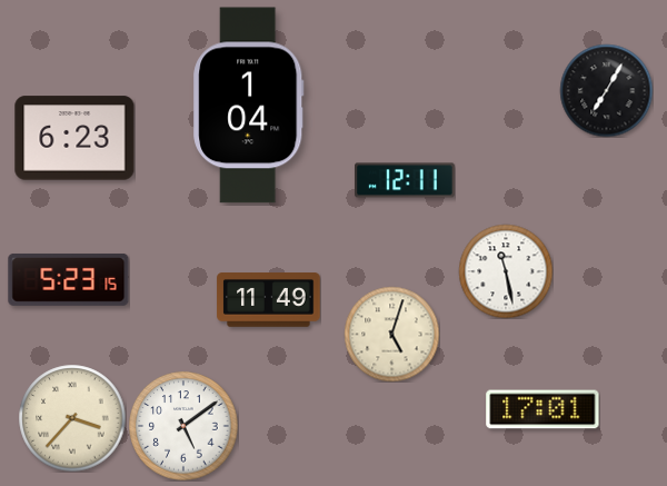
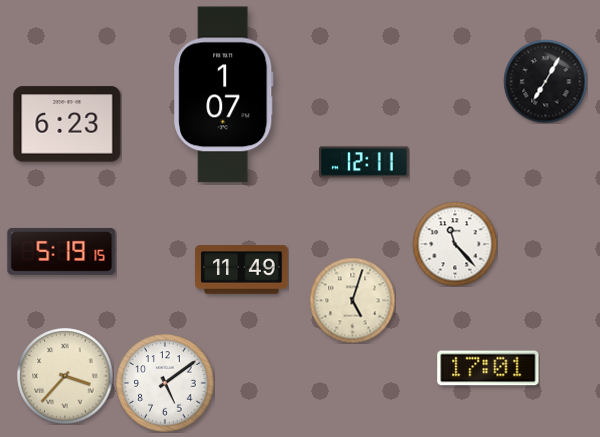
clock at (249, 106): 1:04 -> 1:07
clock at (506, 271): 11:28 -> 11:23
clock at (69, 279): 5:23 -> 5:19
